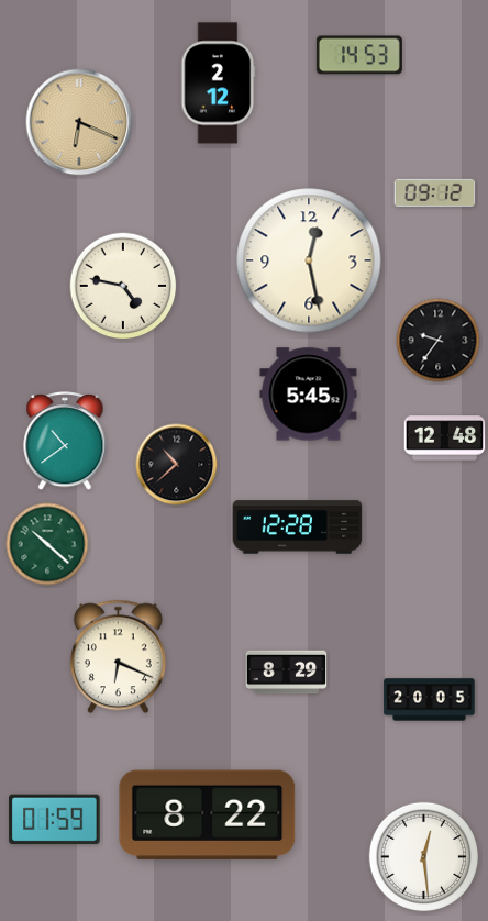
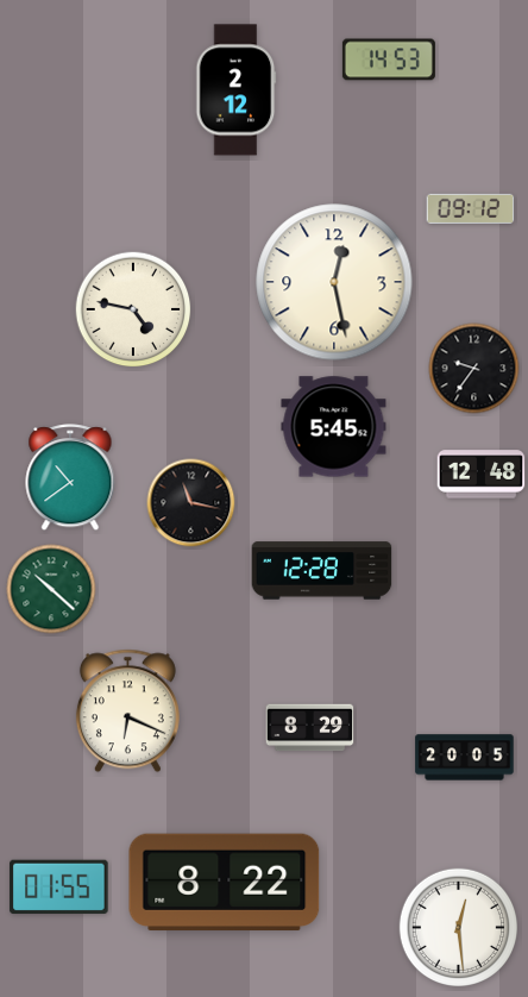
clock at (79, 122): 6:19 -> none
clock at (177, 465): 10:38 -> 11:17
clock at (55, 820): 01:59 -> 01:55
